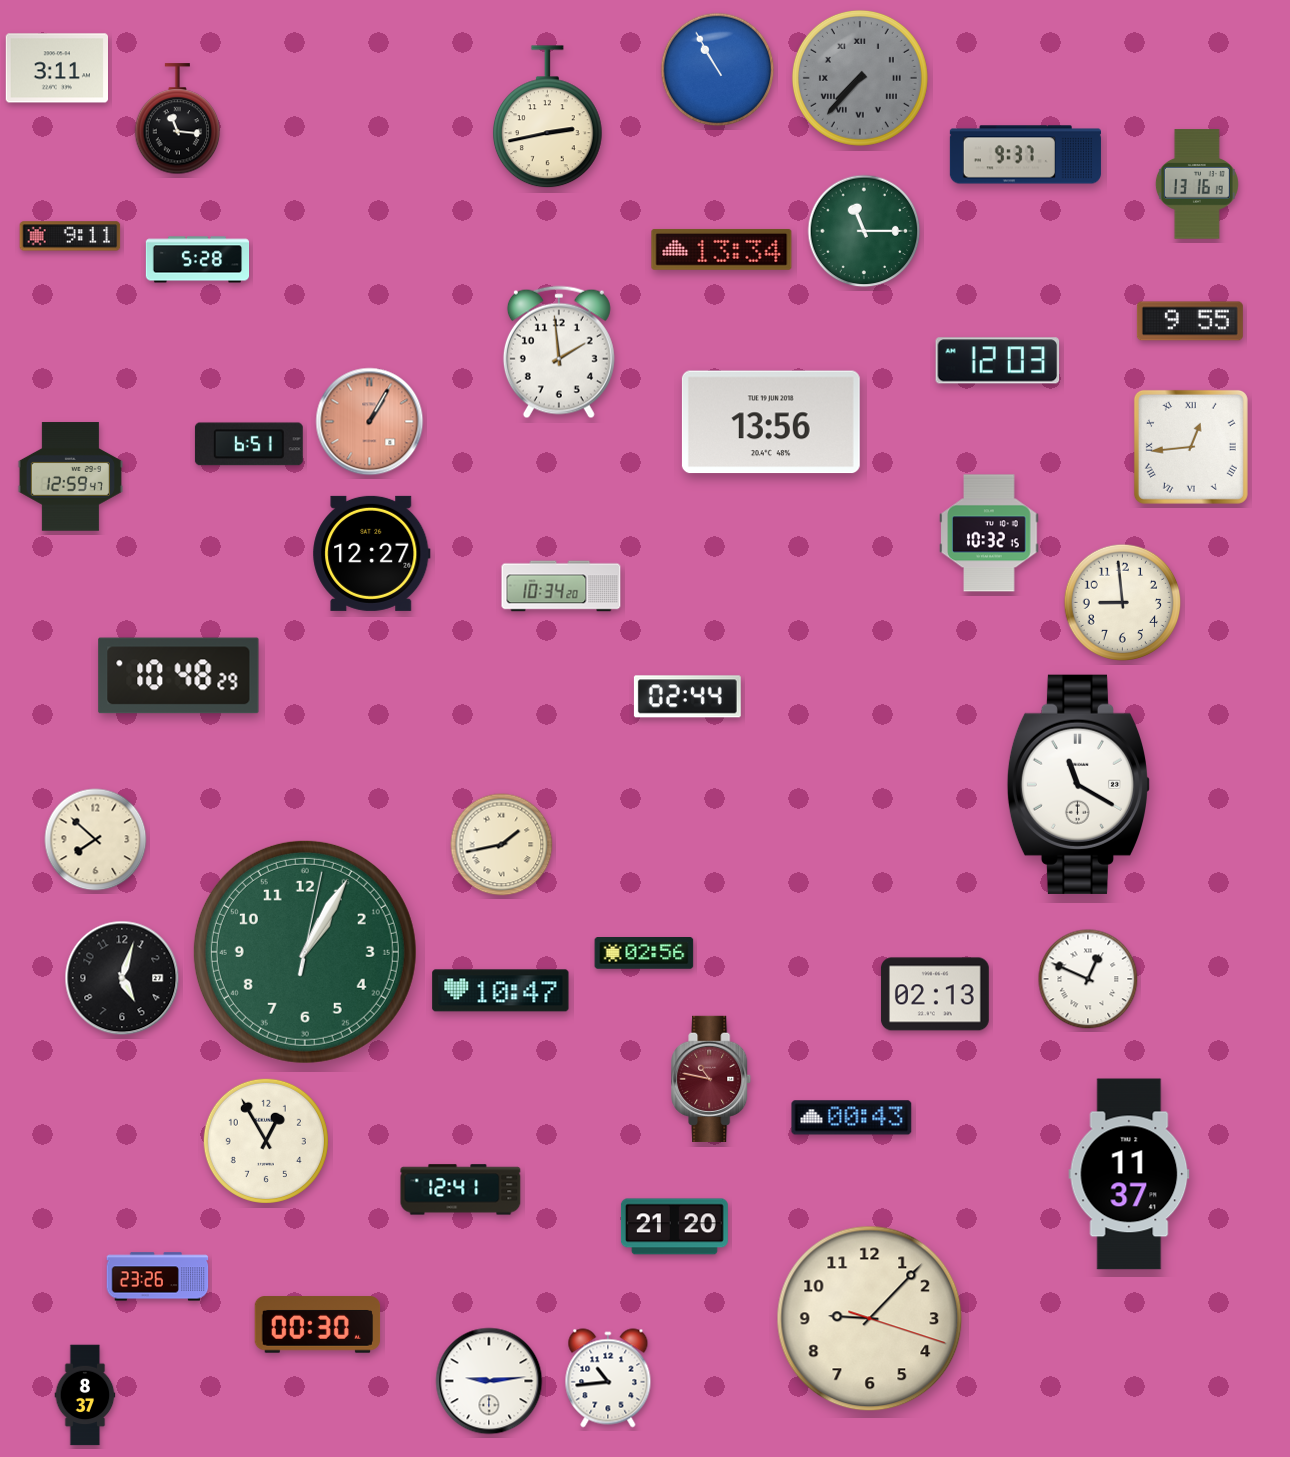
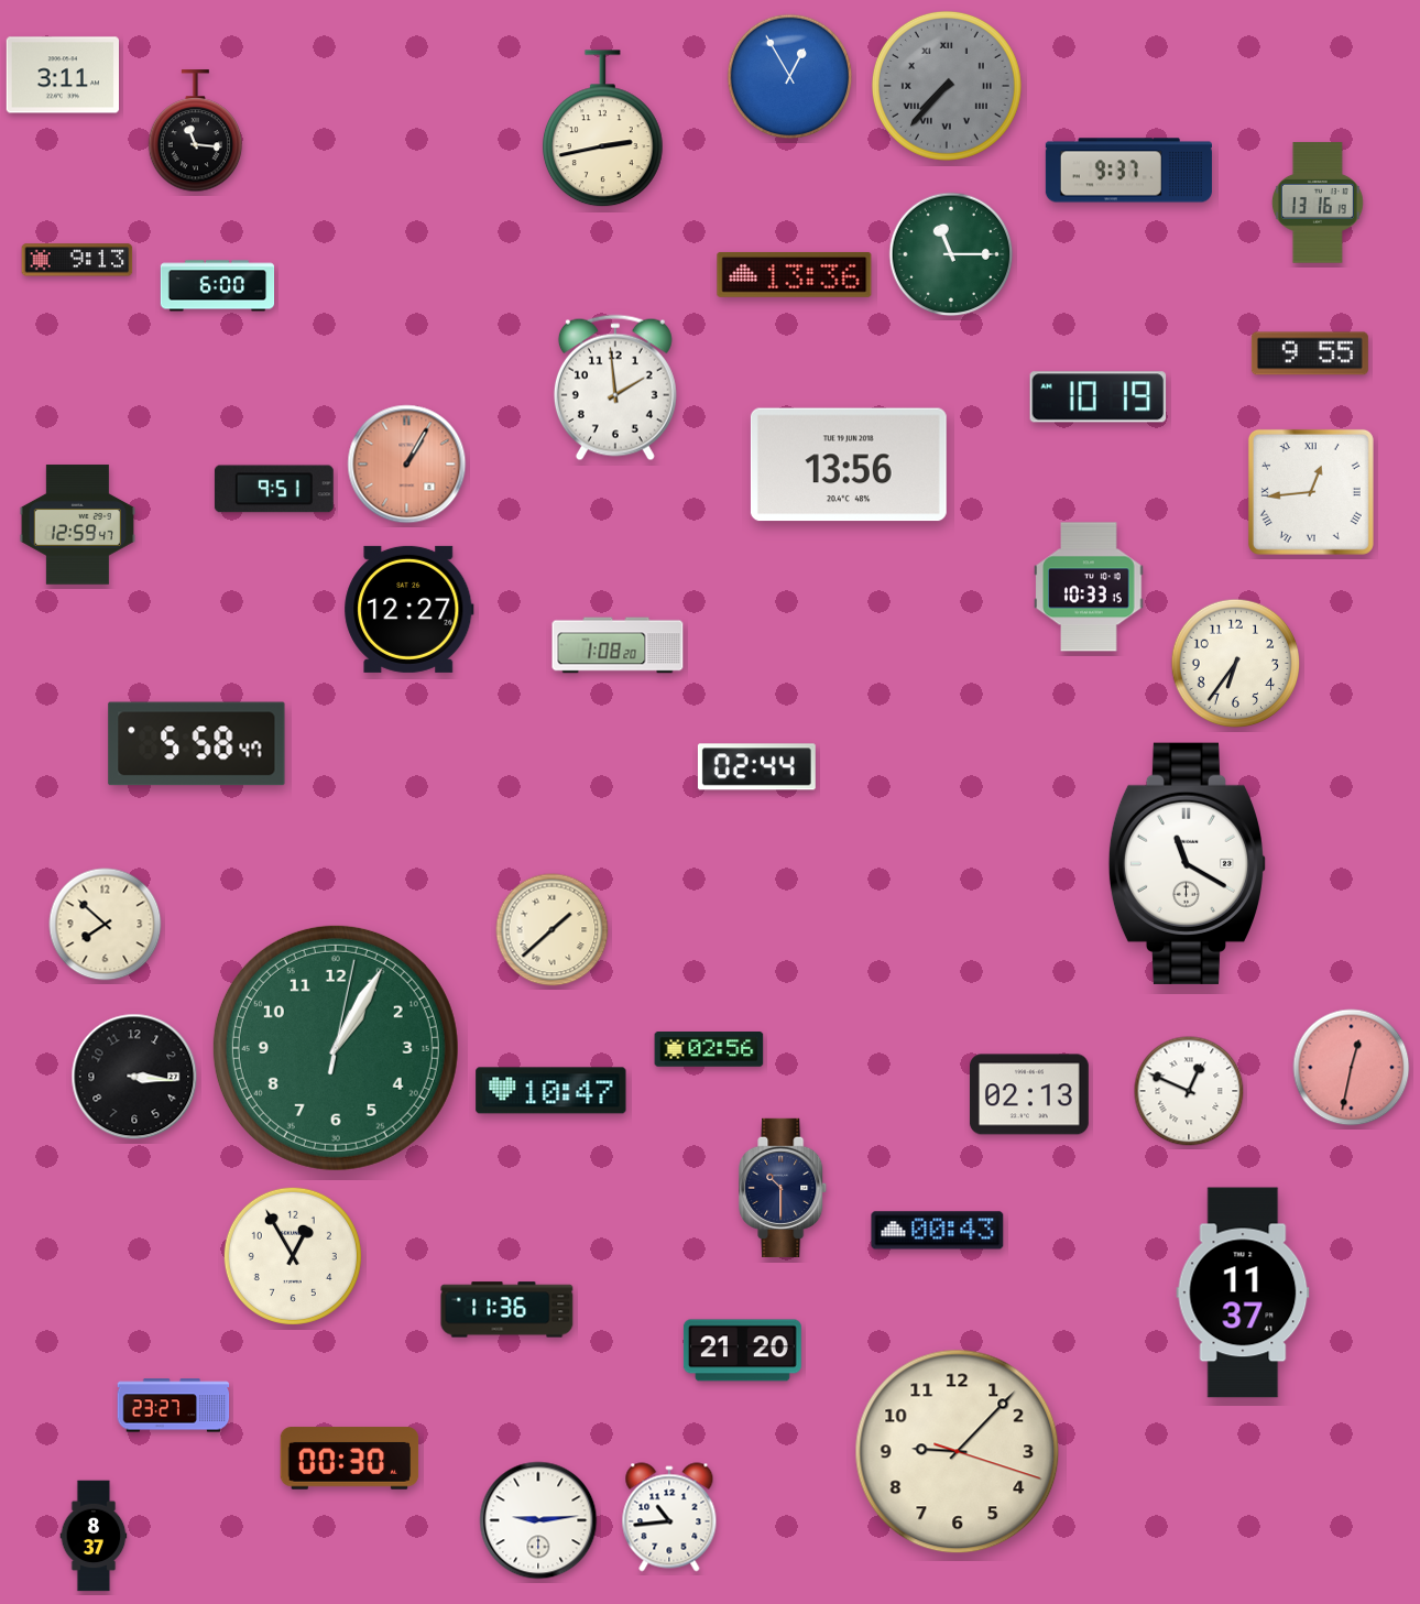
clock at (718, 70): 10:55 -> 12:55
clock at (70, 236): 9:11 -> 9:13
clock at (722, 249): 13:34 -> 13:36
clock at (198, 260): 5:28 -> 6:00
clock at (998, 361): 12:03 -> 10:19
clock at (249, 444): 6:51 -> 9:51
clock at (989, 533): 10:32 -> 10:33
clock at (561, 586): 10:34 -> 1:08
clock at (1123, 603): 8:59 -> 6:36
clock at (179, 676): 10:48 -> 5:58
clock at (502, 845): 1:43 -> 1:38
clock at (1352, 1068): none -> 12:32
clock at (122, 978): 5:03 -> 3:16
clock at (1088, 979) position: (1088, 979) -> (1189, 1091)
clock at (712, 1078): 10:47 -> 10:30
clock at (712, 1078) dial: burgundy -> navy
clock at (461, 1190): 12:41 -> 11:36
clock at (158, 1277): 23:26 -> 23:27
